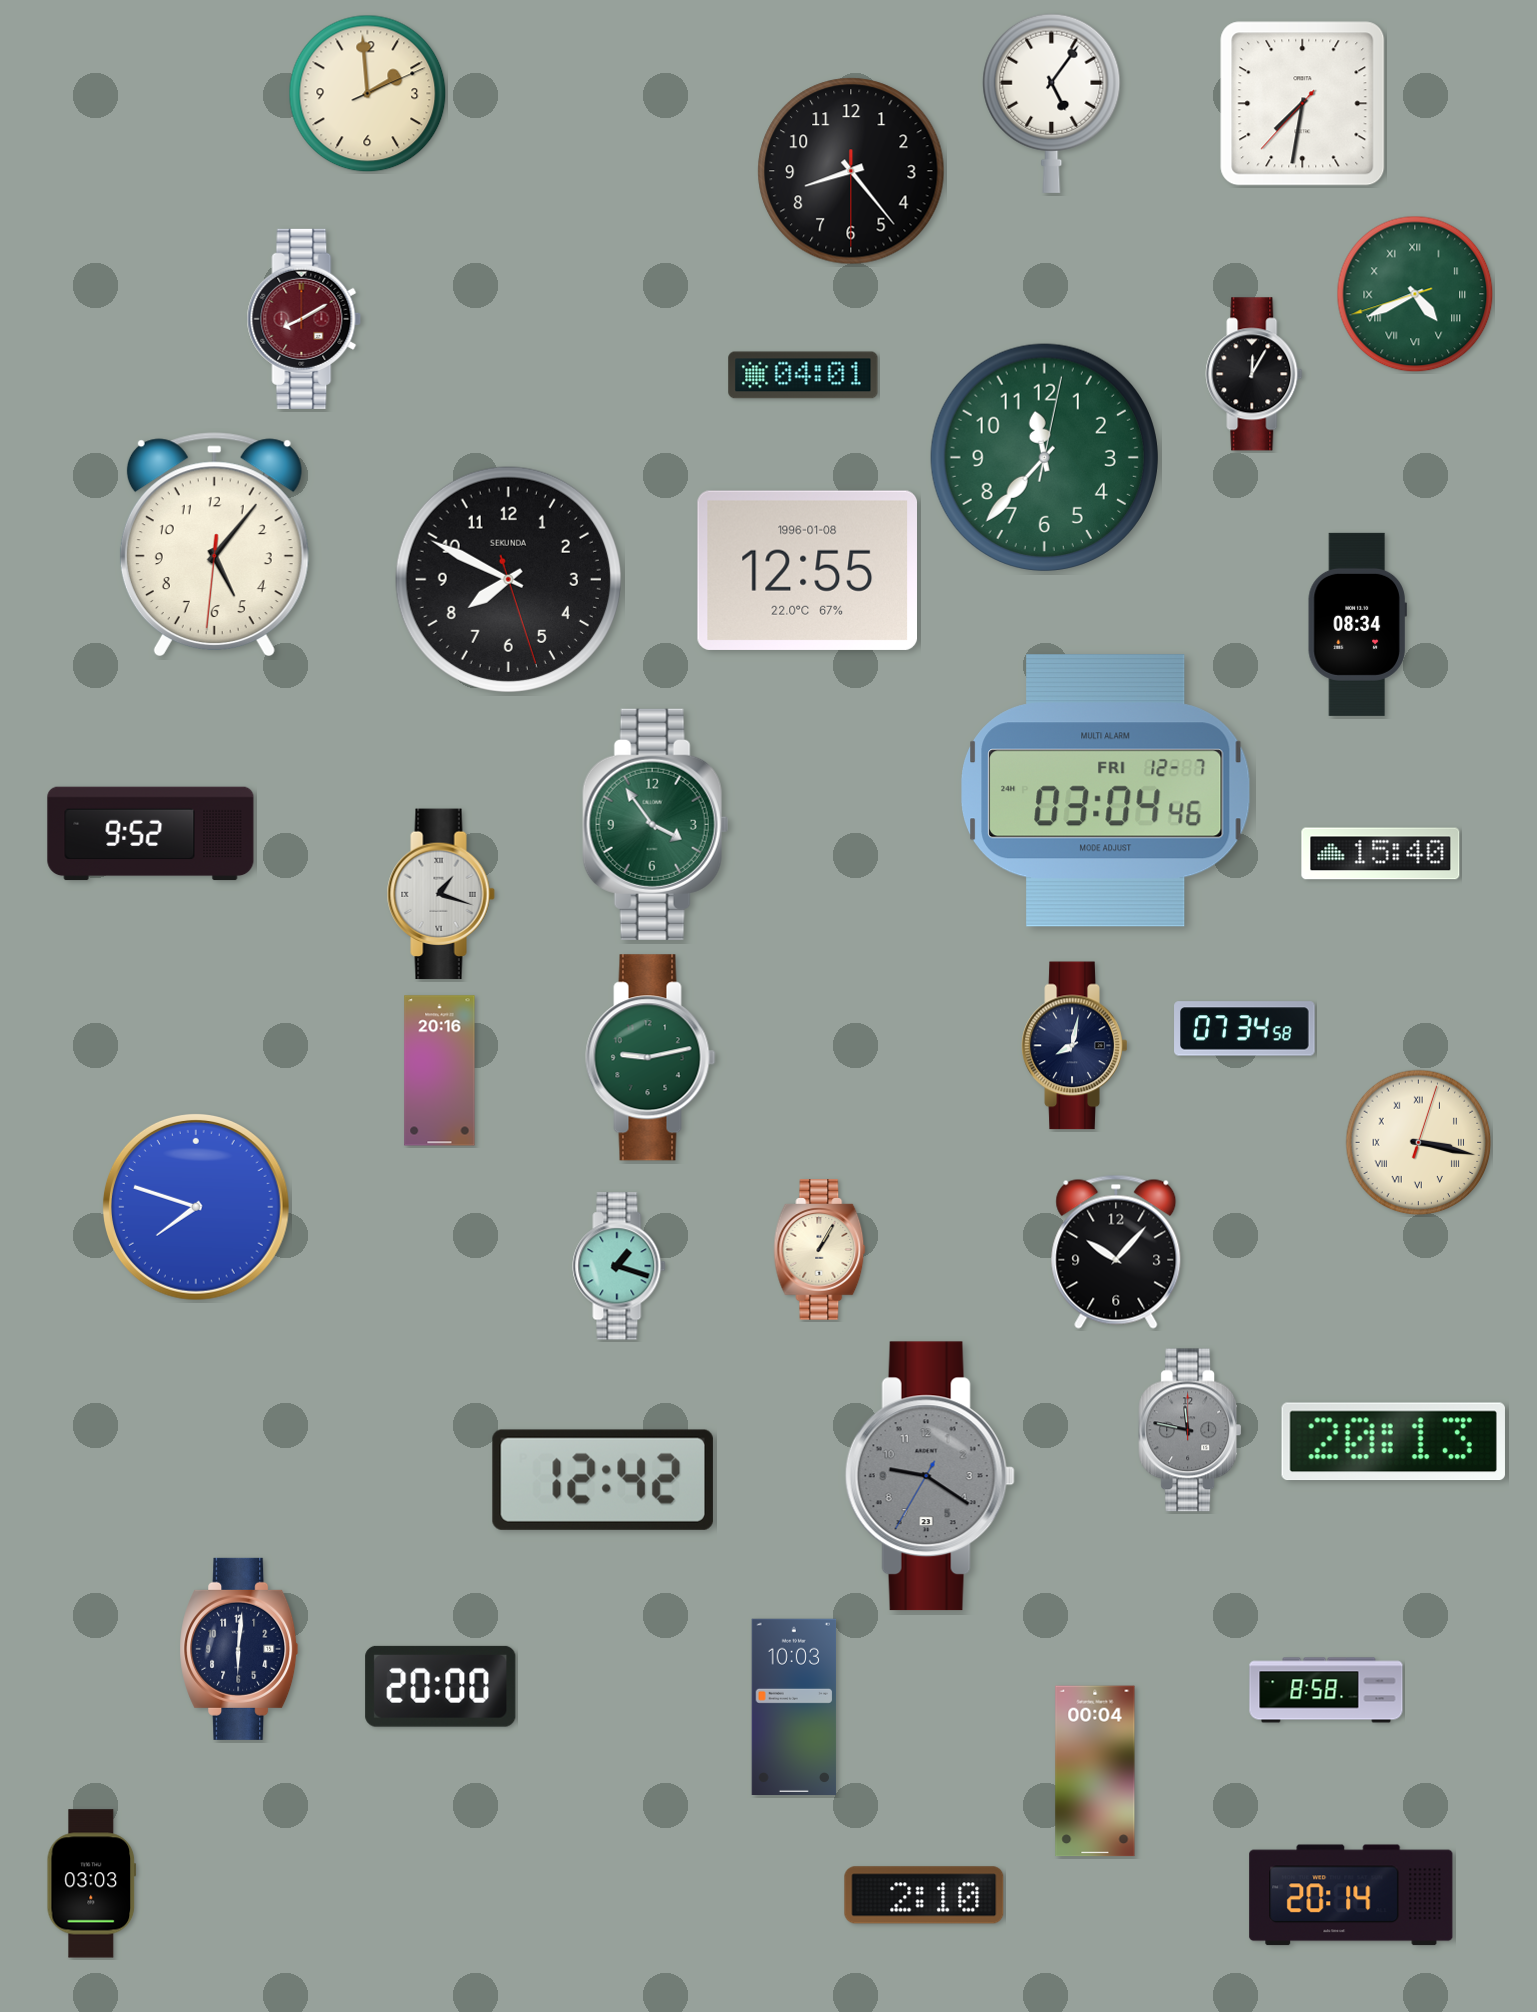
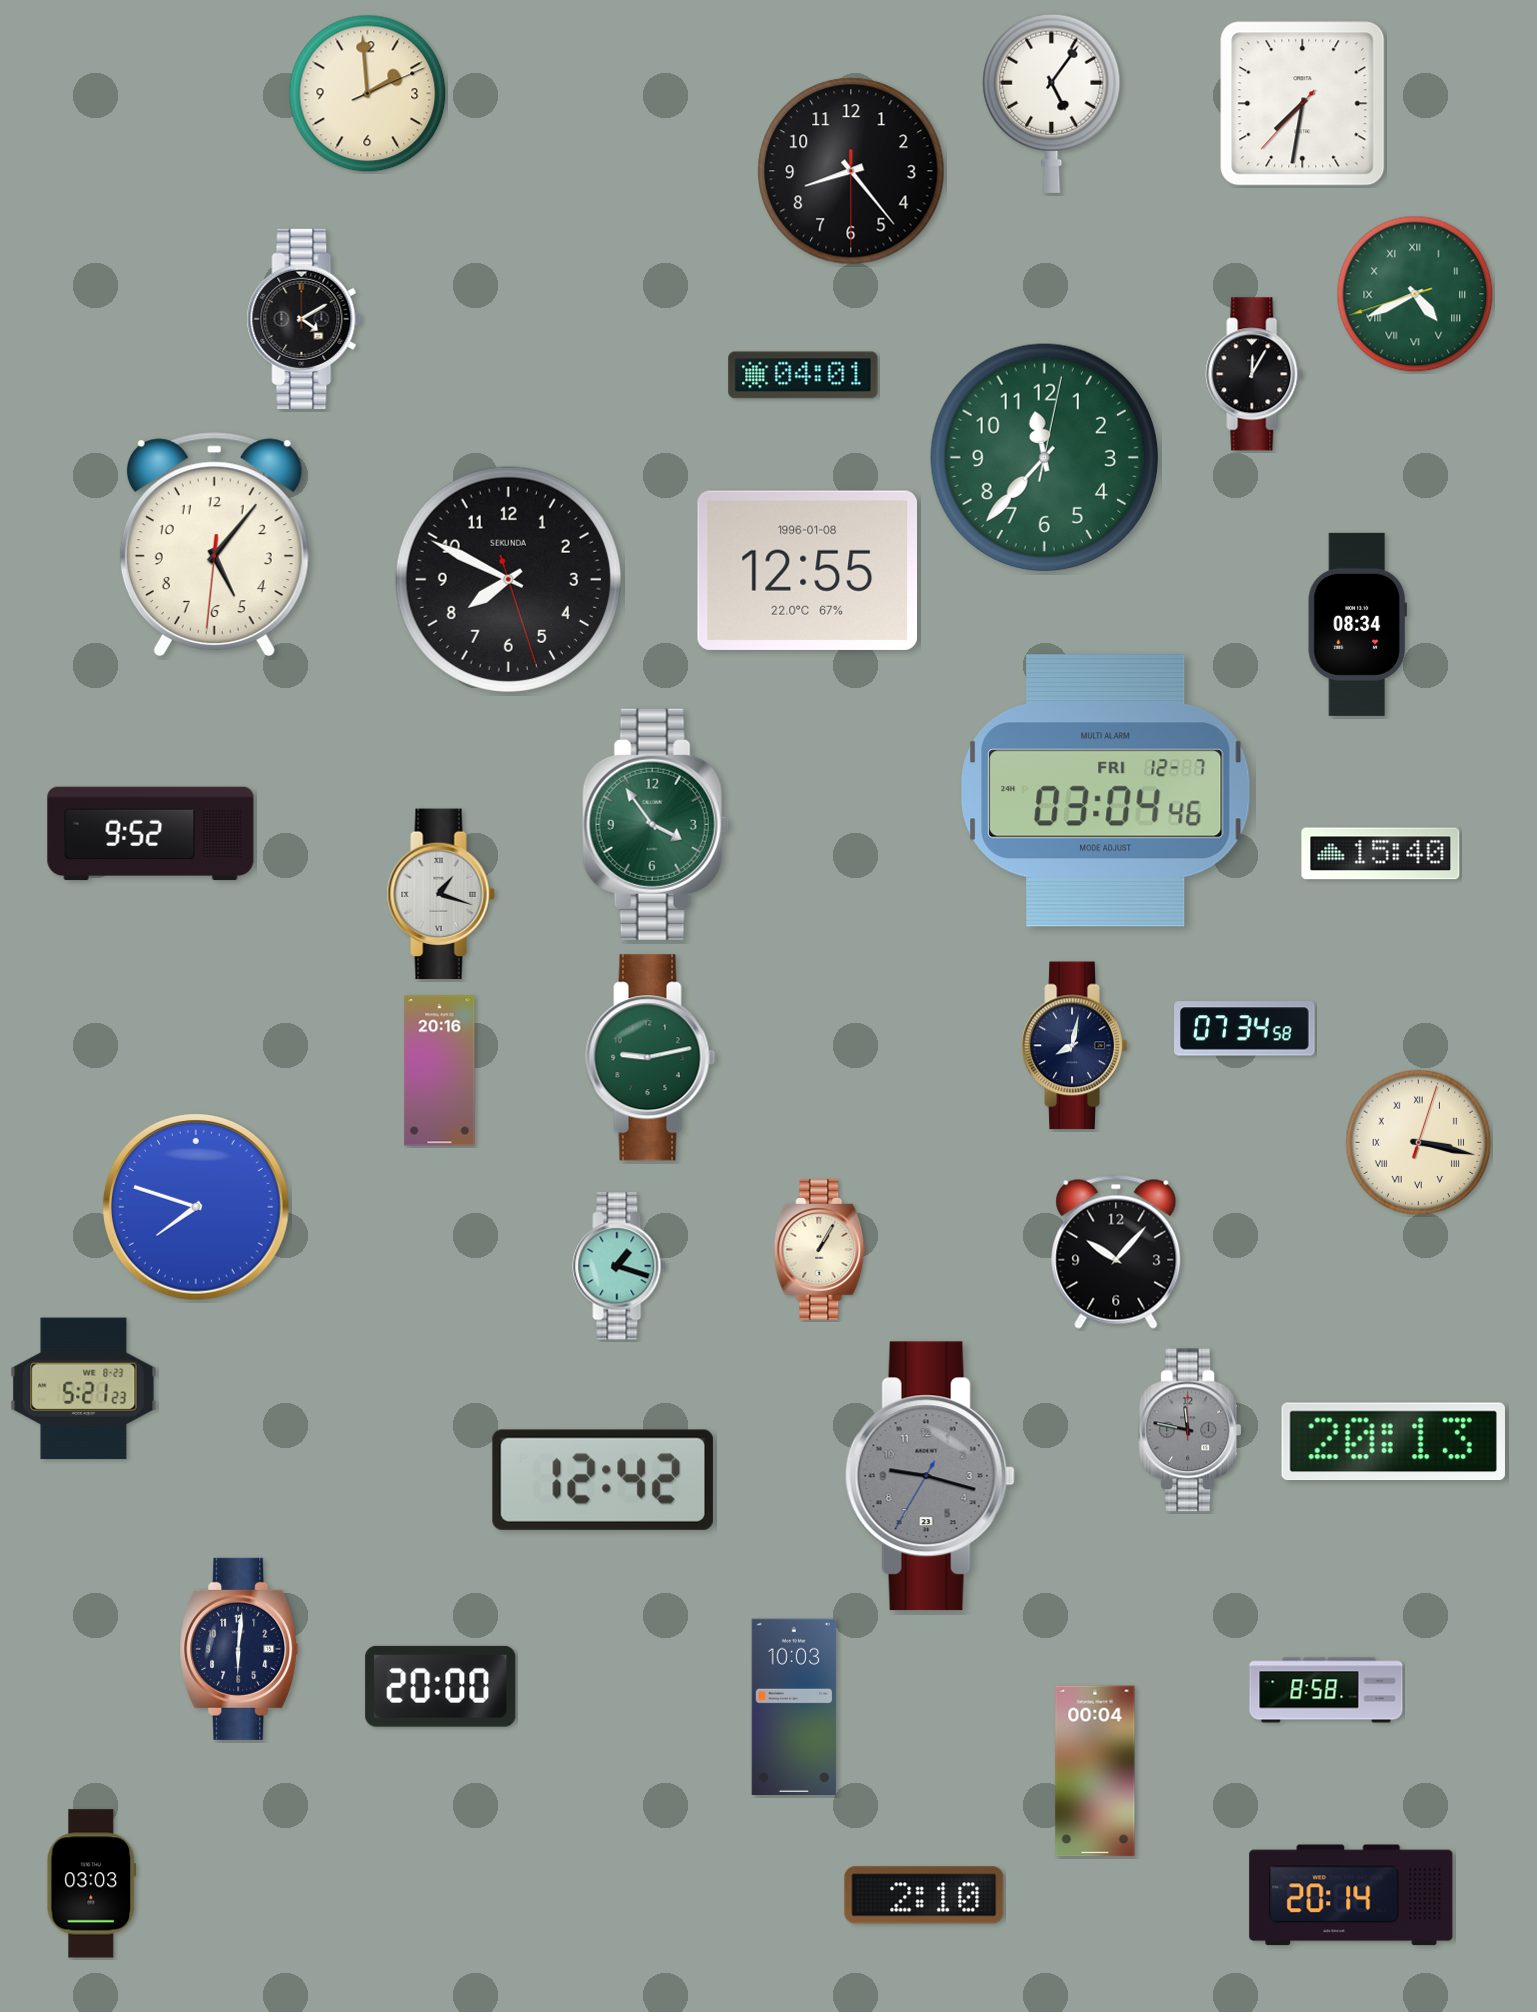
clock at (304, 319): 8:10 -> 4:10
clock at (304, 319) dial: burgundy -> black
clock at (84, 1389): none -> 5:21
clock at (930, 1476): 9:20 -> 9:17
